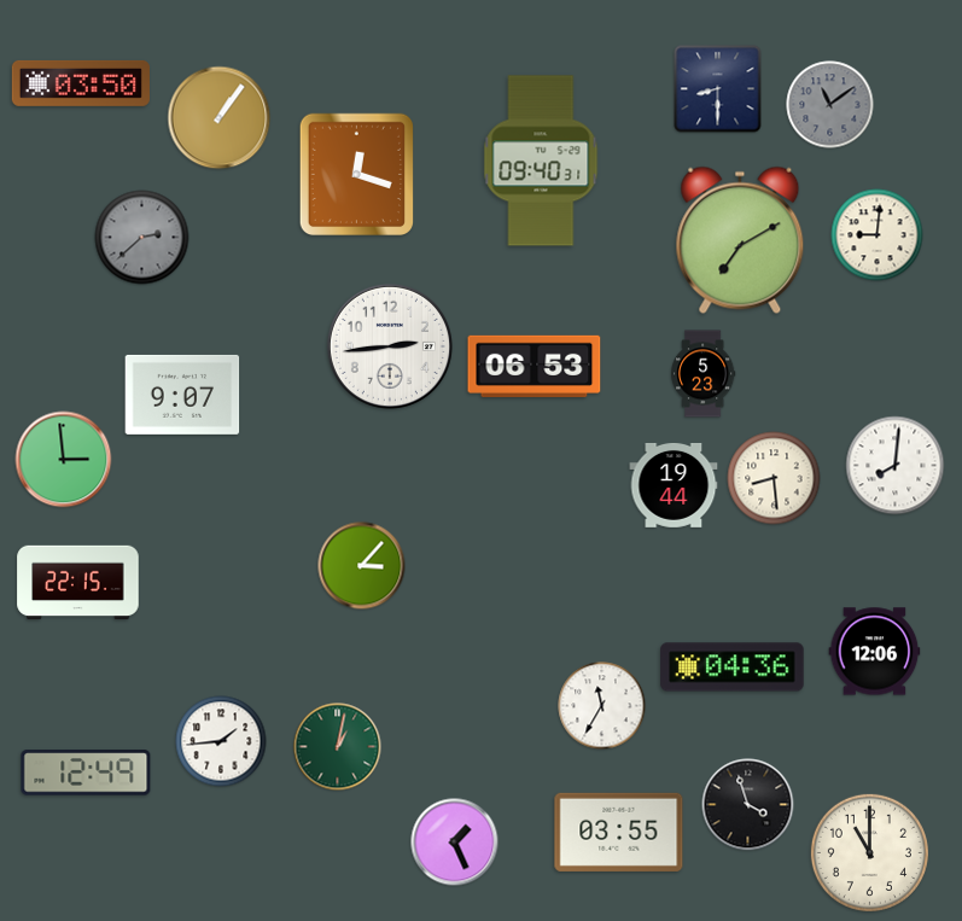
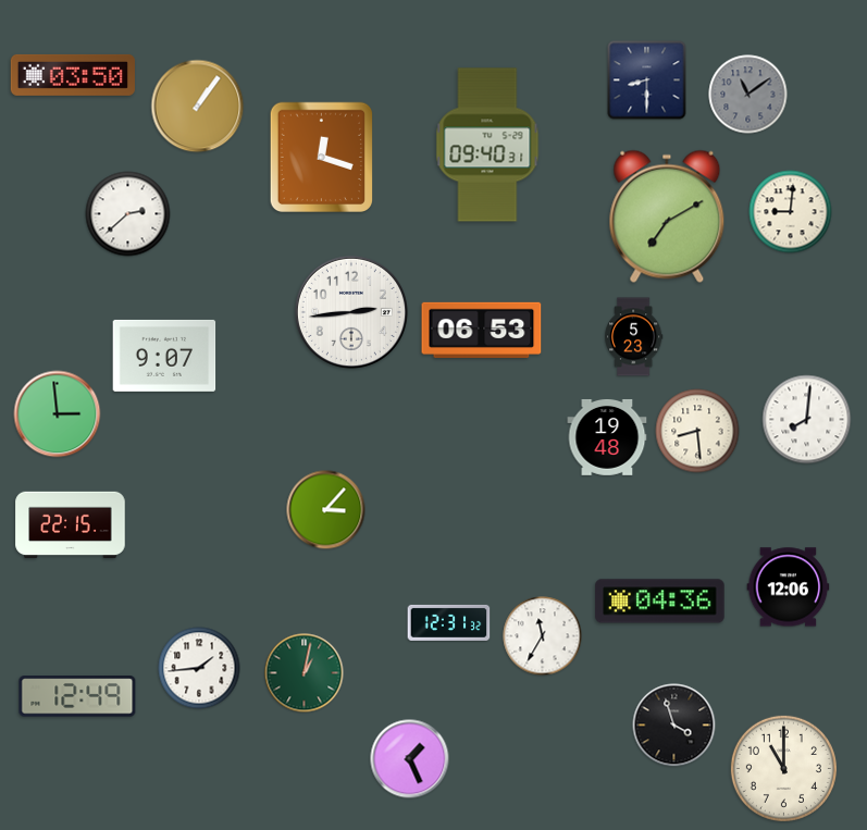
clock at (142, 238) dial: grey -> white
clock at (674, 485): 19:44 -> 19:48
clock at (449, 622): none -> 12:31
clock at (619, 832): 03:55 -> none
